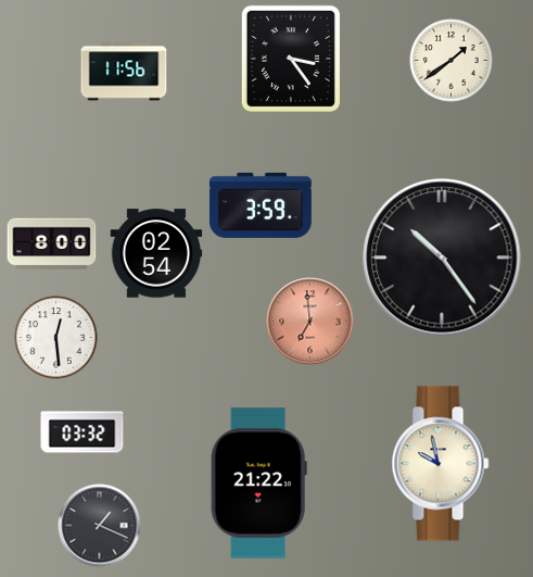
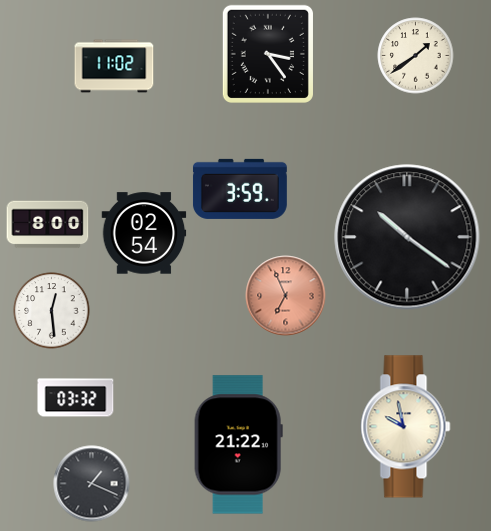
clock at (124, 72): 11:56 -> 11:02
clock at (442, 258): 10:24 -> 10:21
clock at (310, 322): 6:59 -> 6:56
